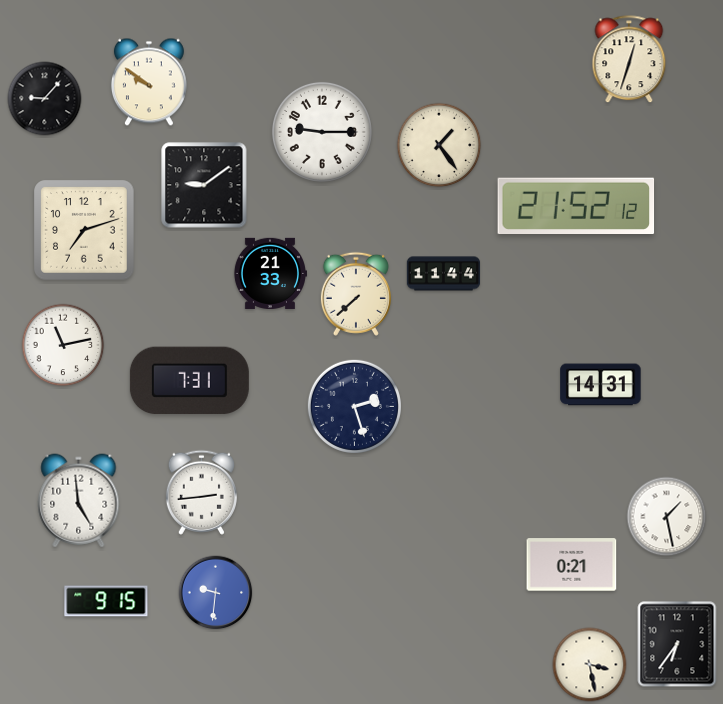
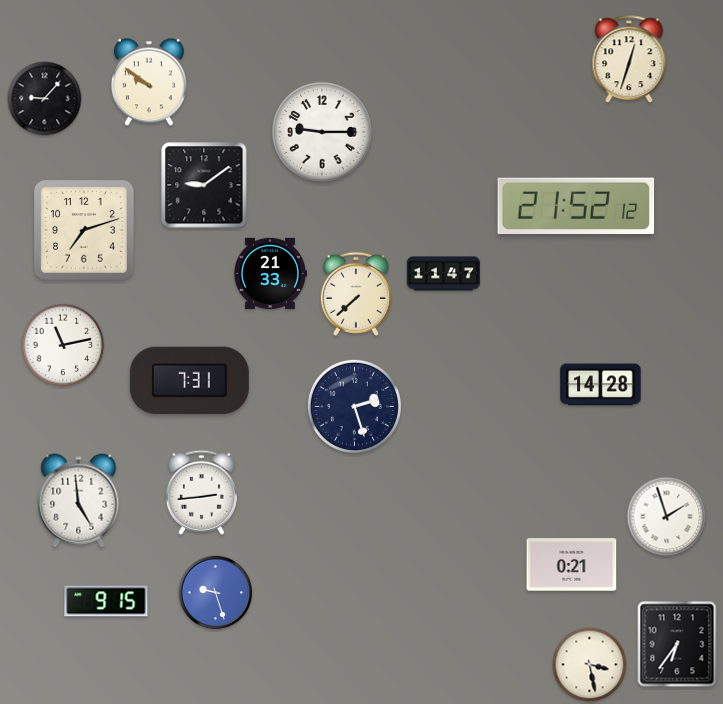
clock at (439, 145): 1:24 -> none
clock at (444, 274): 11:44 -> 11:47
clock at (601, 385): 14:31 -> 14:28
clock at (667, 517): 1:28 -> 1:57
clock at (216, 593): 9:31 -> 9:27
